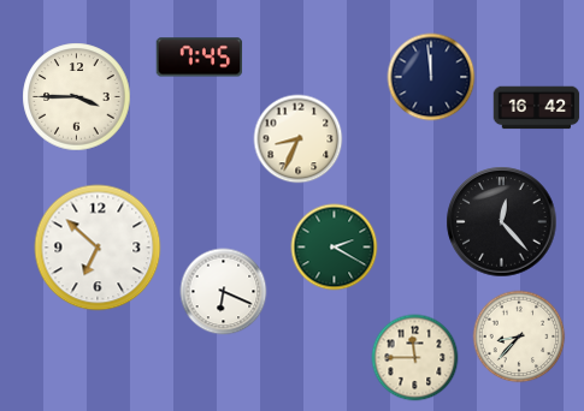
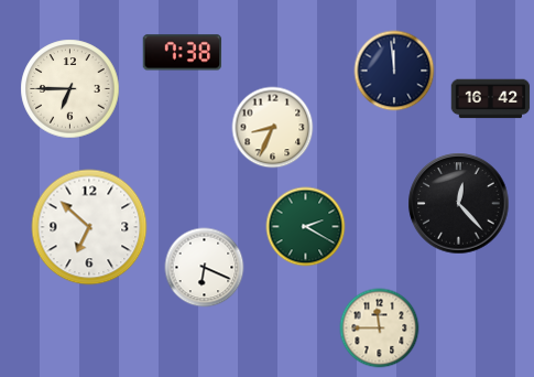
clock at (200, 58): 7:45 -> 7:38
clock at (77, 97): 3:45 -> 6:45
clock at (519, 336): 8:37 -> none
